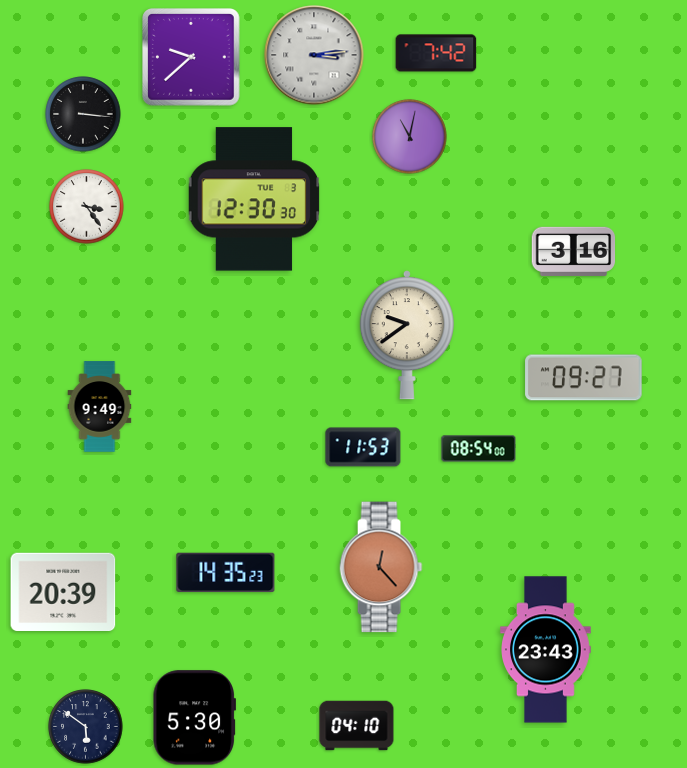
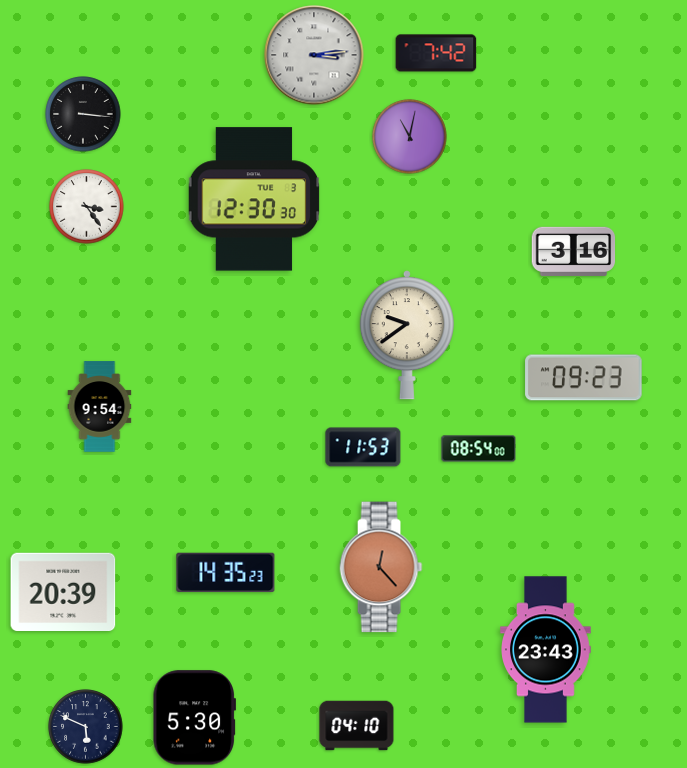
clock at (192, 58): 9:38 -> none
clock at (584, 378): 09:27 -> 09:23
clock at (100, 407): 9:49 -> 9:54
clock at (86, 727): 5:51 -> 5:49
